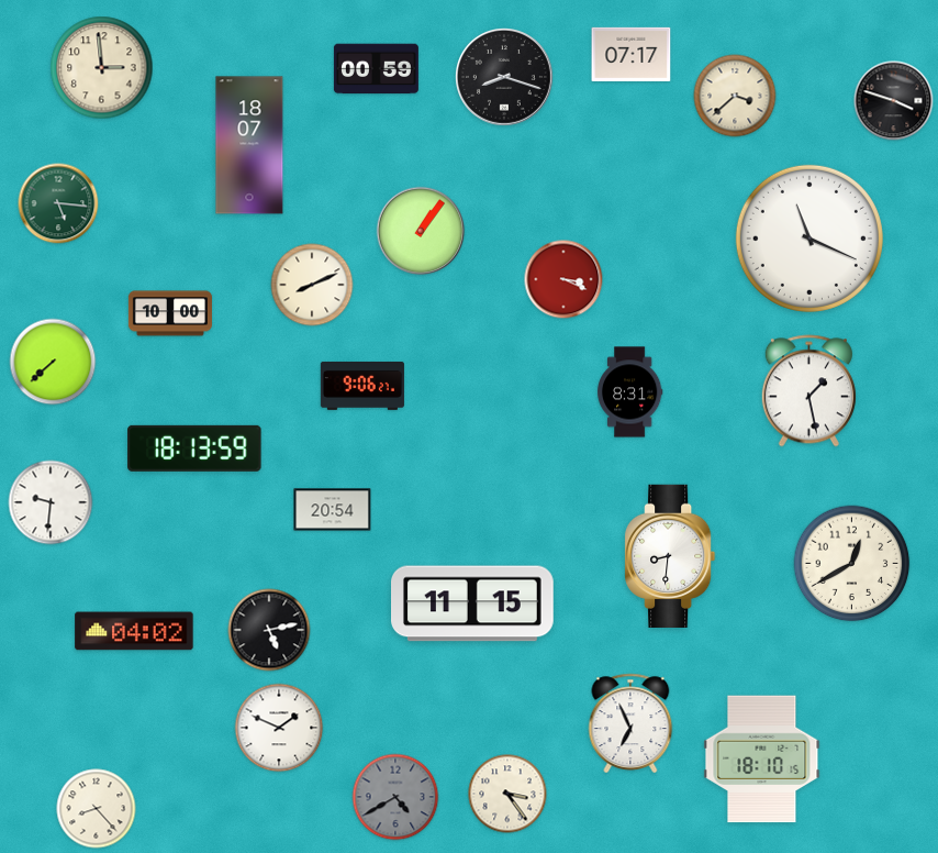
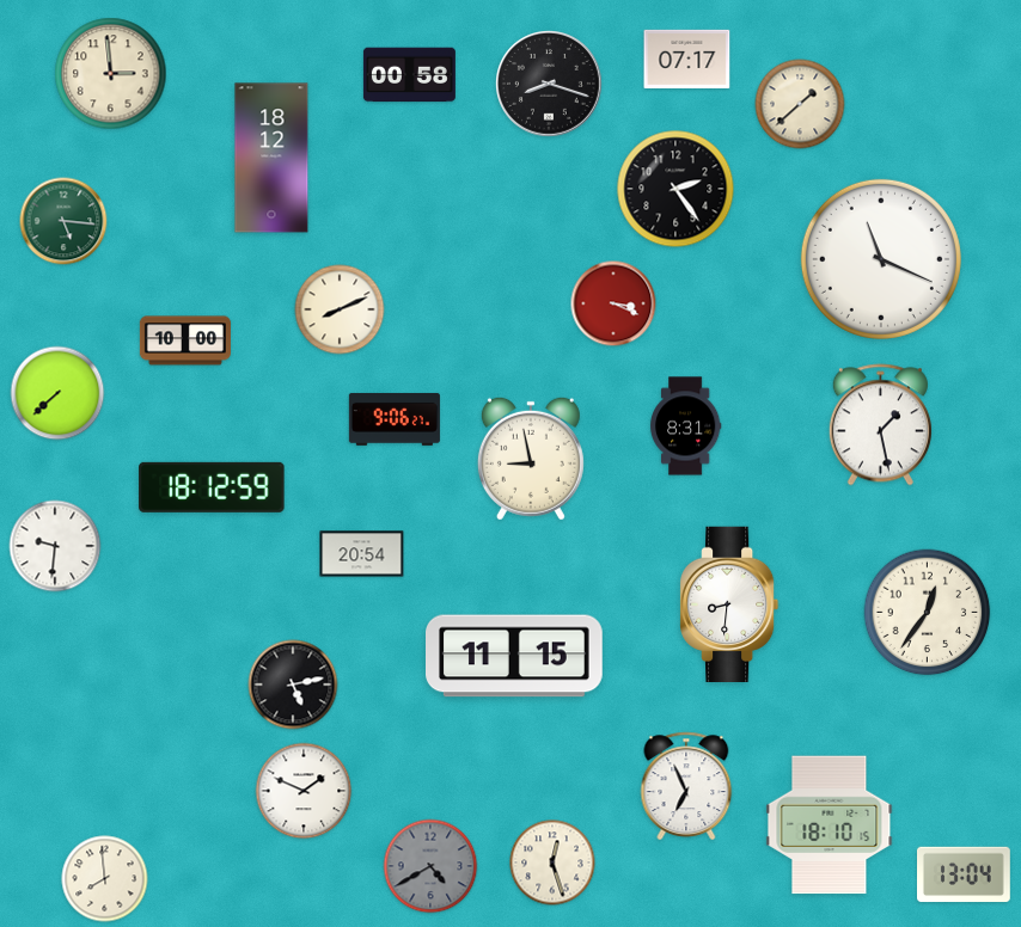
clock at (376, 69): 00:59 -> 00:58
clock at (735, 96): 3:38 -> 1:38
clock at (894, 101): 3:48 -> none
clock at (249, 145): 18:07 -> 18:12
clock at (675, 189): none -> 2:24
clock at (421, 231): 1:06 -> none
clock at (531, 459): none -> 8:58
clock at (194, 448): 18:13 -> 18:12
clock at (852, 564): 12:40 -> 12:36
clock at (134, 631): 04:02 -> none
clock at (507, 794): 3:24 -> 12:27
clock at (965, 874): none -> 13:04
clock at (97, 809): 8:23 -> 7:59
